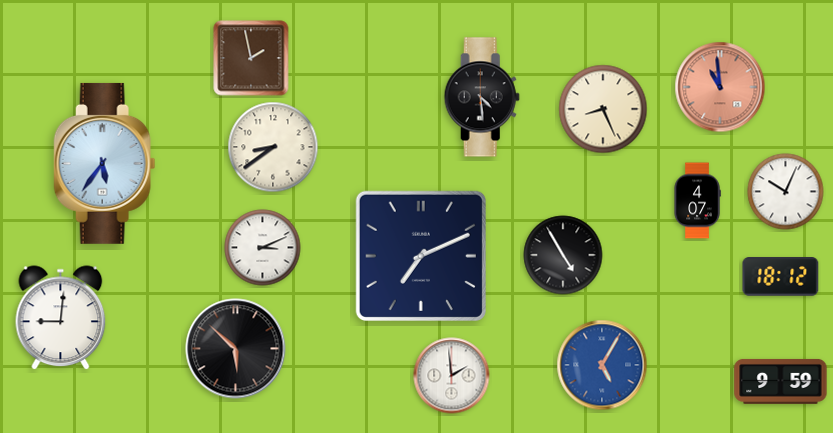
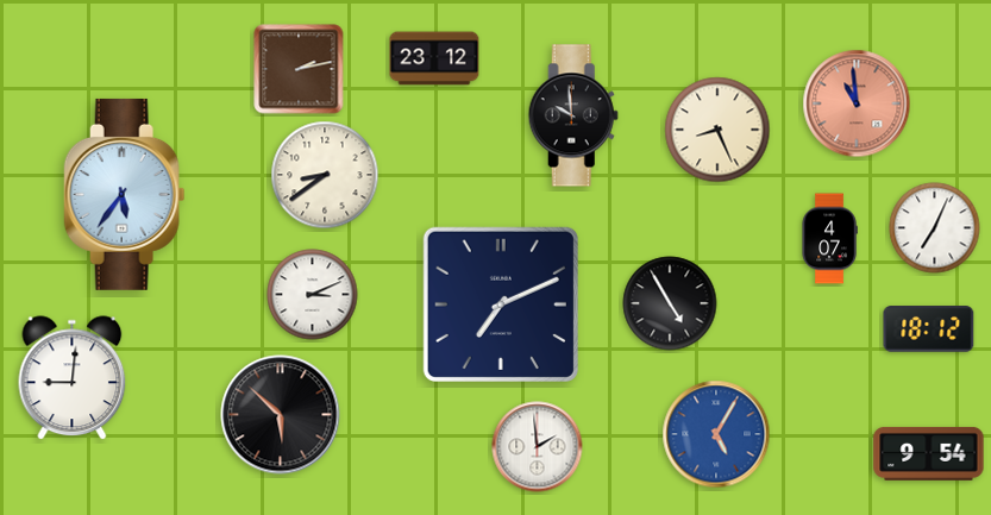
clock at (434, 58): none -> 23:12
clock at (251, 58): 1:58 -> 2:13
clock at (482, 97): 4:29 -> 9:59
clock at (786, 192): 10:04 -> 7:04
clock at (781, 381): 9:59 -> 9:54
